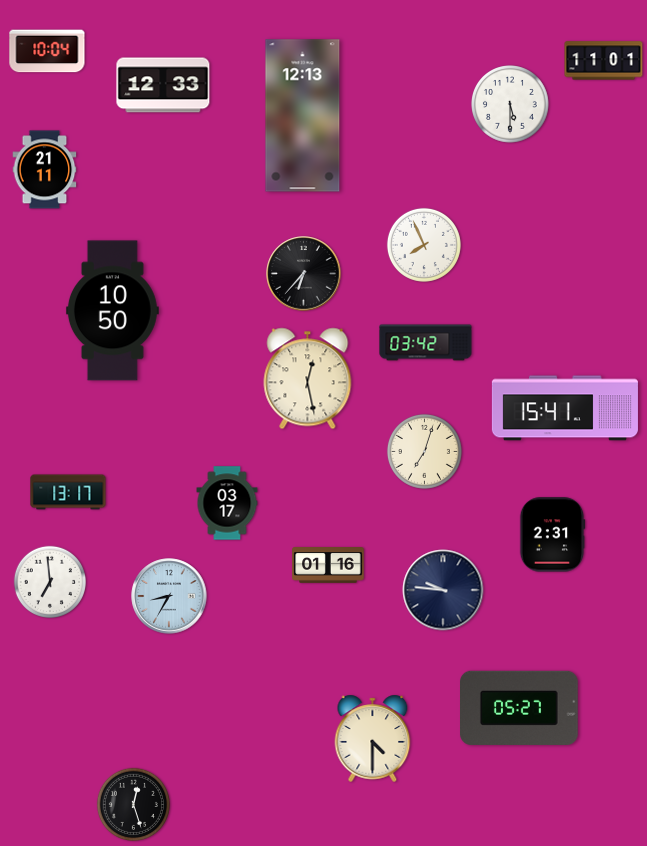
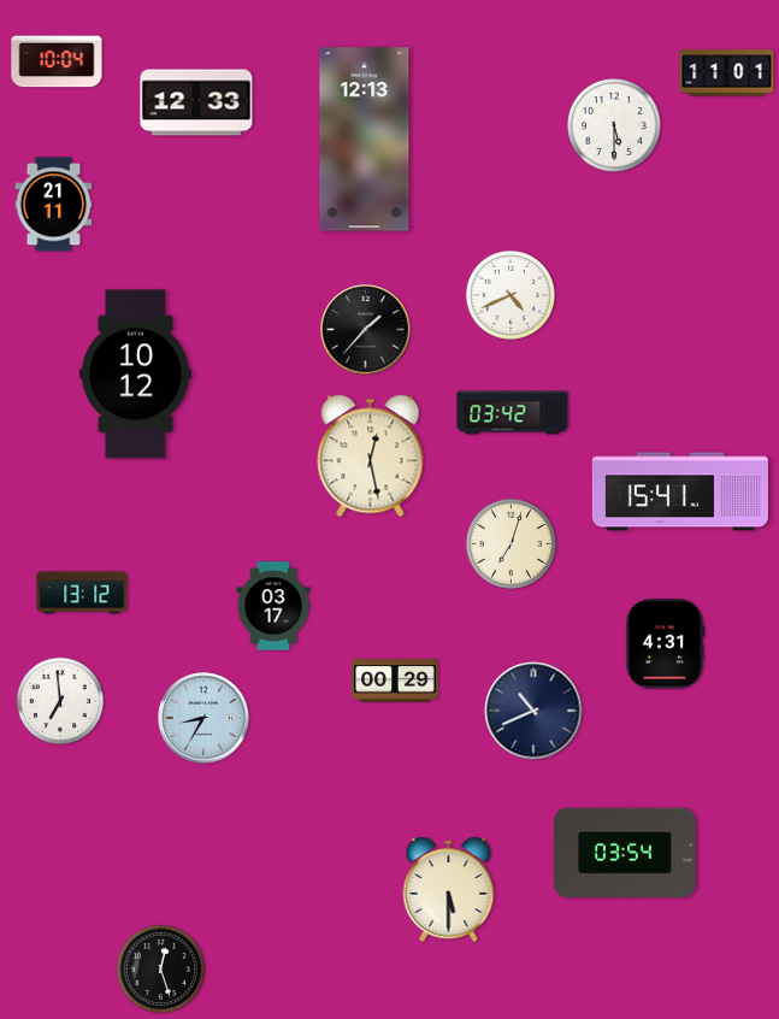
clock at (424, 245): 7:56 -> 4:41
clock at (304, 274): 6:37 -> 1:37
clock at (112, 311): 10:50 -> 10:12
clock at (68, 492): 13:17 -> 13:12
clock at (552, 535): 2:31 -> 4:31
clock at (328, 566): 01:16 -> 00:29
clock at (443, 590): 9:46 -> 10:41
clock at (520, 708): 05:27 -> 03:54
clock at (373, 738): 4:30 -> 5:30
